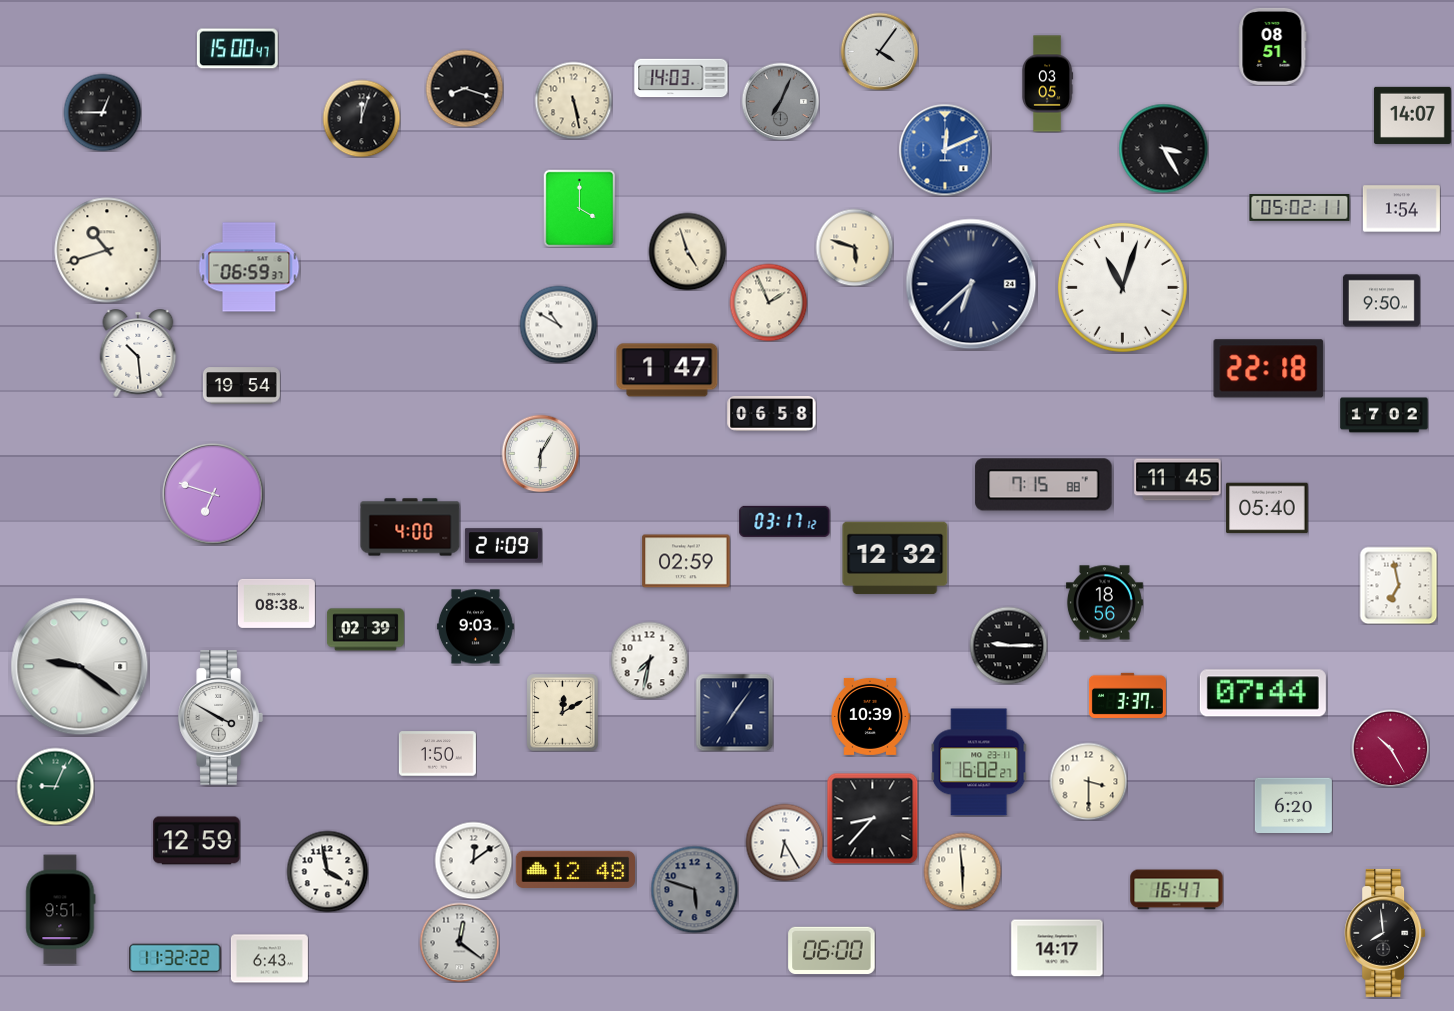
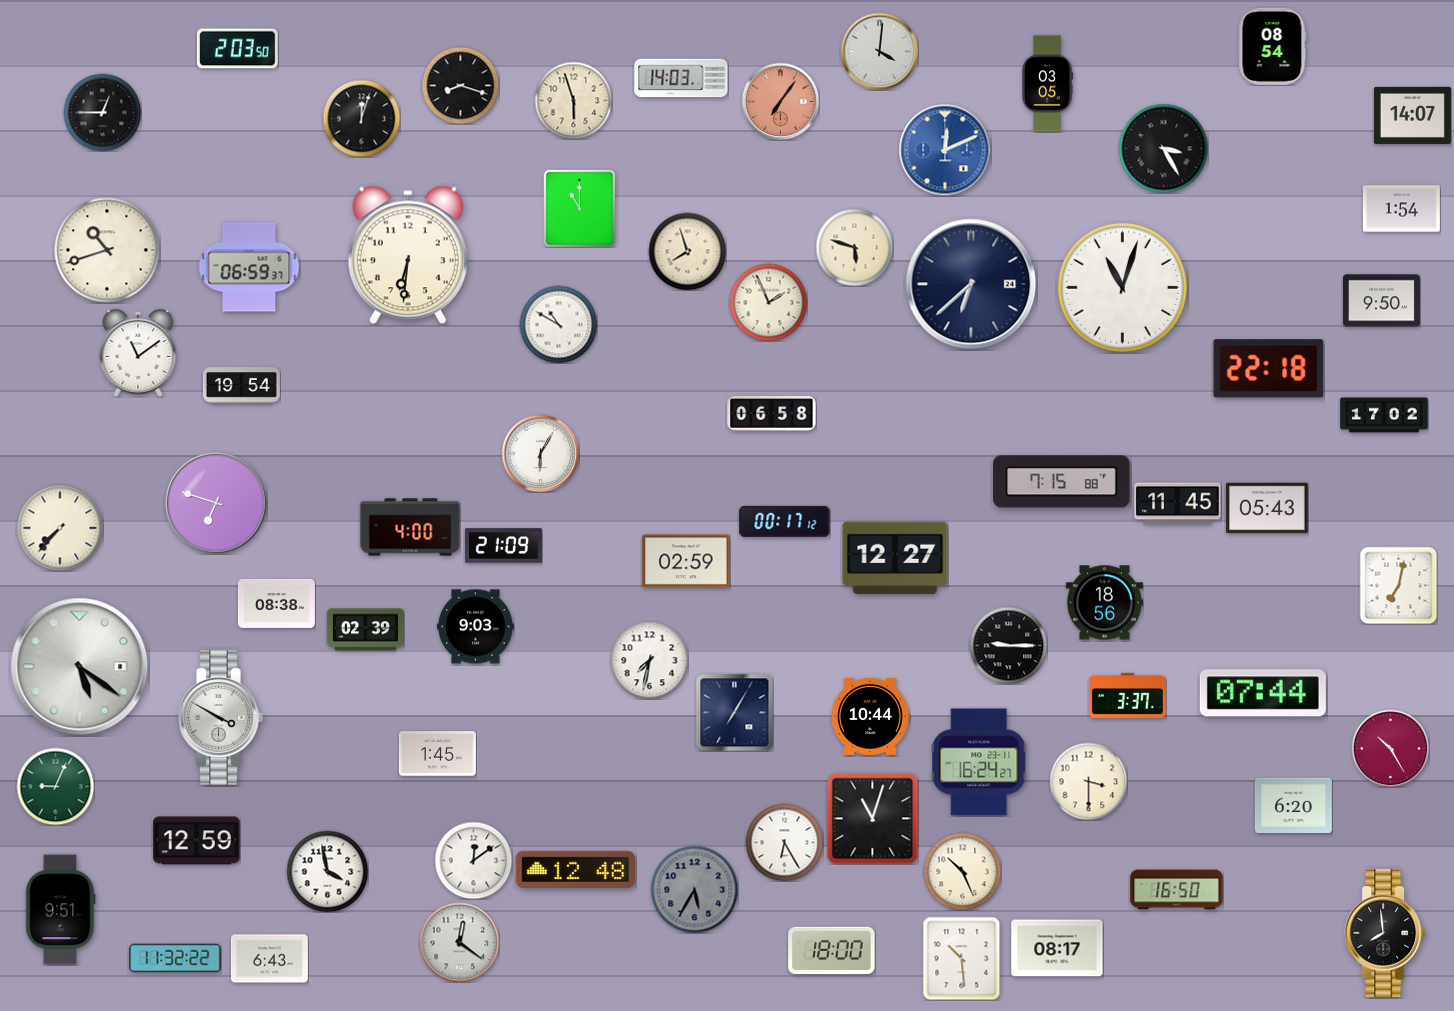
clock at (1273, 46): 08:51 -> 08:54
clock at (238, 49): 15:00 -> 2:03
clock at (879, 51): 4:06 -> 4:01
clock at (464, 88) position: (464, 88) -> (460, 85)
clock at (573, 100): 5:28 -> 5:57
clock at (780, 101): 7:04 -> 7:06
clock at (780, 101) dial: grey -> salmon
clock at (580, 208): 4:00 -> 11:00
clock at (1300, 208): 05:02 -> none
clock at (687, 251): 4:57 -> 7:57
clock at (408, 255): none -> 6:31
clock at (138, 353): 10:29 -> 11:09
clock at (667, 370): 1:47 -> none
clock at (1178, 480) position: (1178, 480) -> (1178, 504)
clock at (1044, 485) position: (1044, 485) -> (1062, 482)
clock at (213, 494) position: (213, 494) -> (216, 503)
clock at (1267, 508): 05:40 -> 05:43
clock at (785, 521): 03:17 -> 00:17
clock at (60, 528): none -> 7:37
clock at (895, 558): 12:32 -> 12:27
clock at (1398, 585): 6:58 -> 7:02
clock at (80, 667): 9:21 -> 5:21
clock at (563, 712): 12:10 -> none
clock at (734, 712): 7:06 -> 7:05
clock at (870, 716): 10:39 -> 10:44
clock at (437, 754): 1:50 -> 1:45
clock at (979, 762): 16:02 -> 16:24
clock at (872, 818): 8:37 -> 11:03
clock at (962, 871): 5:59 -> 10:26
clock at (694, 889): 5:48 -> 5:35
clock at (1177, 890): 16:47 -> 16:50
clock at (1057, 948): 14:17 -> 08:17
clock at (832, 951): 06:00 -> 18:00
clock at (962, 958): none -> 10:29
